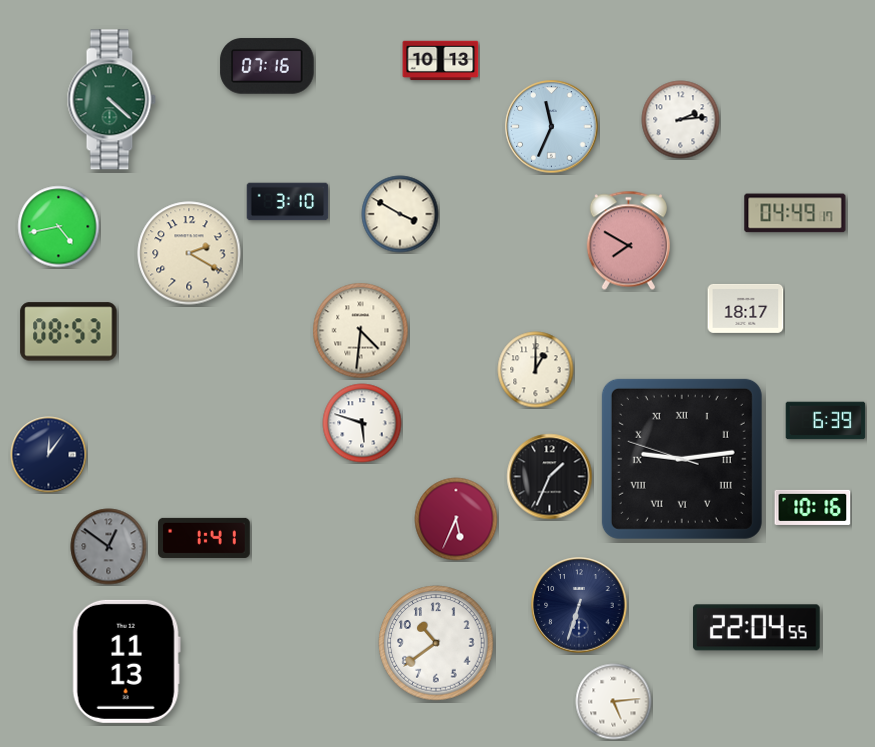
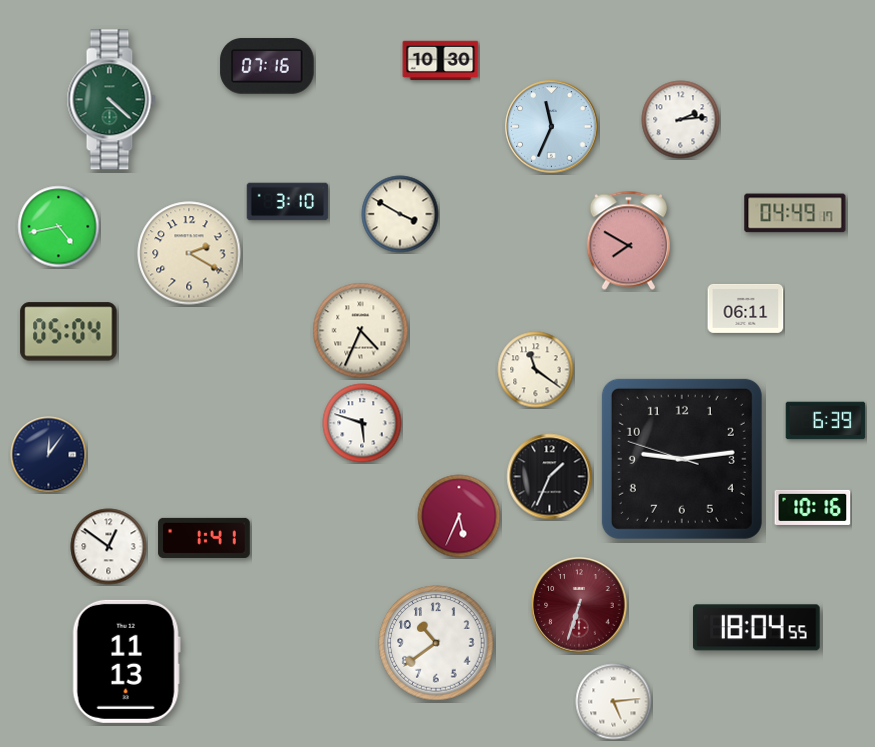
clock at (441, 61): 10:13 -> 10:30
clock at (746, 308): 18:17 -> 06:11
clock at (361, 331): 4:31 -> 4:34
clock at (69, 332): 08:53 -> 05:04
clock at (536, 370): 1:00 -> 11:21
clock at (682, 459) numerals: Roman -> Arabic
clock at (456, 519) position: (456, 519) -> (459, 516)
clock at (109, 547) dial: grey -> white
clock at (579, 605) dial: navy -> burgundy
clock at (756, 628): 22:04 -> 18:04
